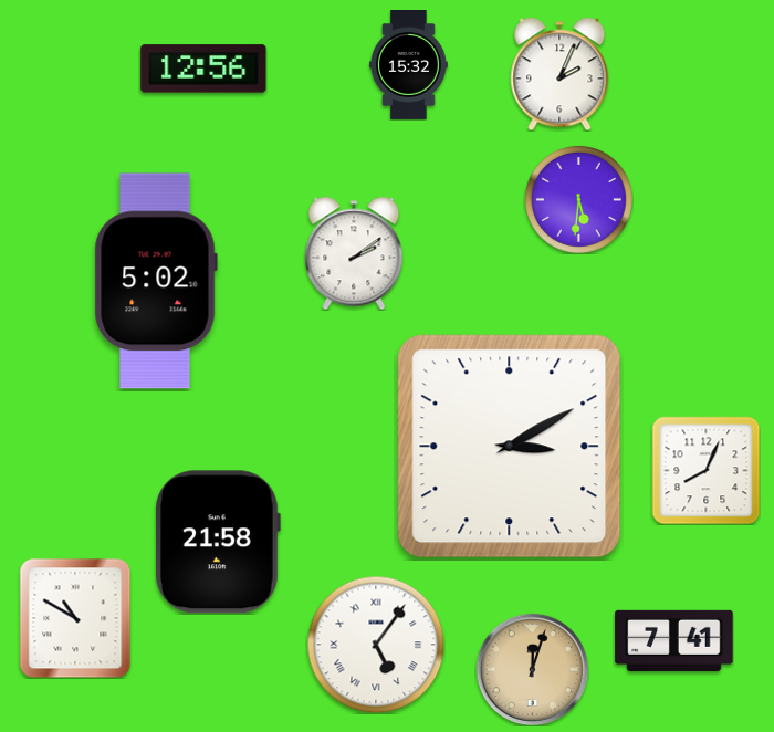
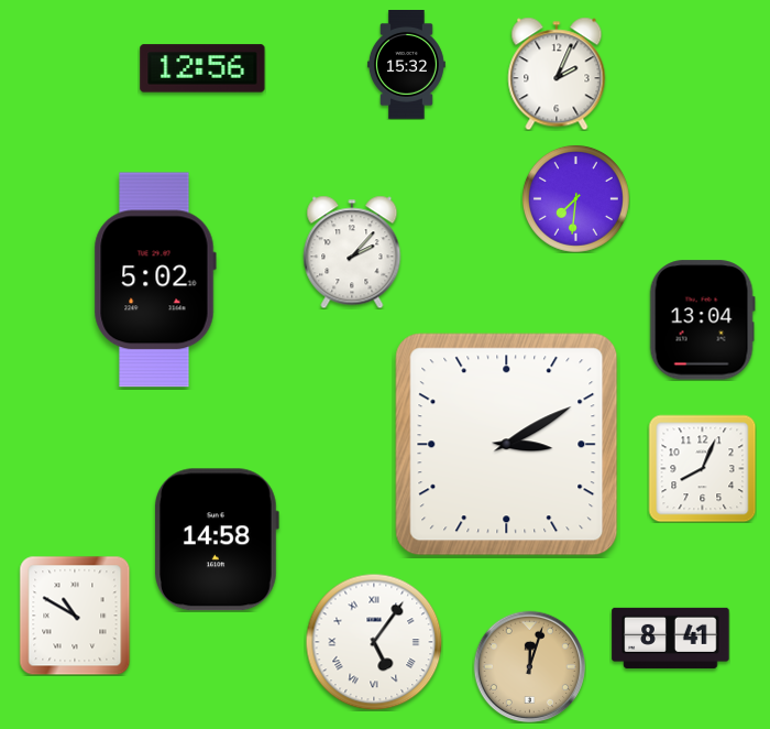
clock at (578, 199): 5:31 -> 7:31
clock at (354, 253): 2:09 -> 2:07
clock at (702, 320): none -> 13:04
clock at (218, 542): 21:58 -> 14:58
clock at (674, 640): 7:41 -> 8:41
